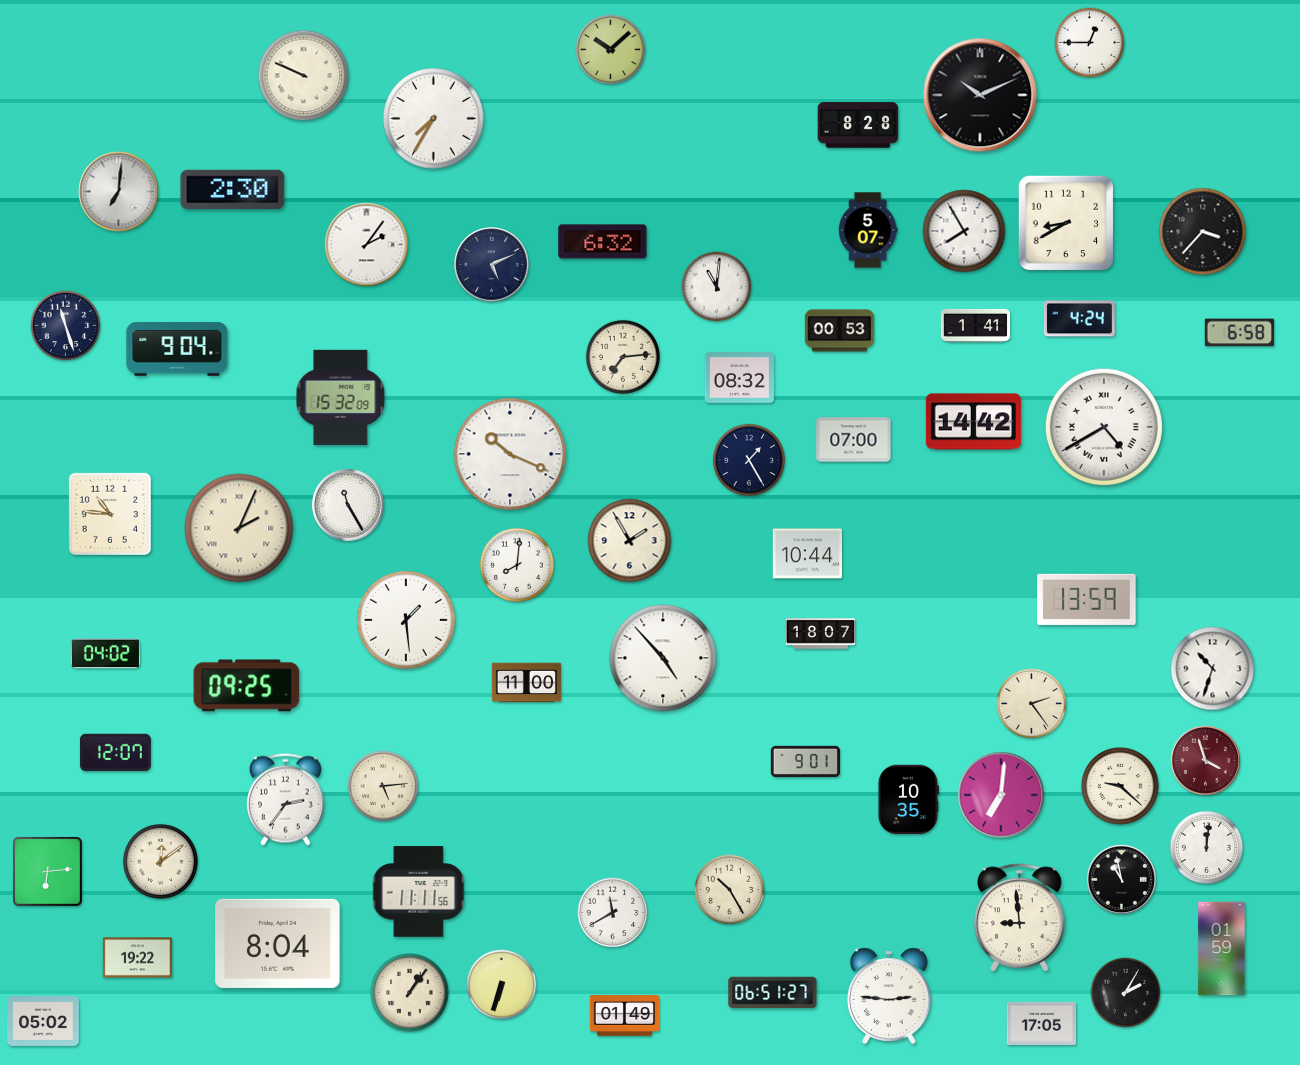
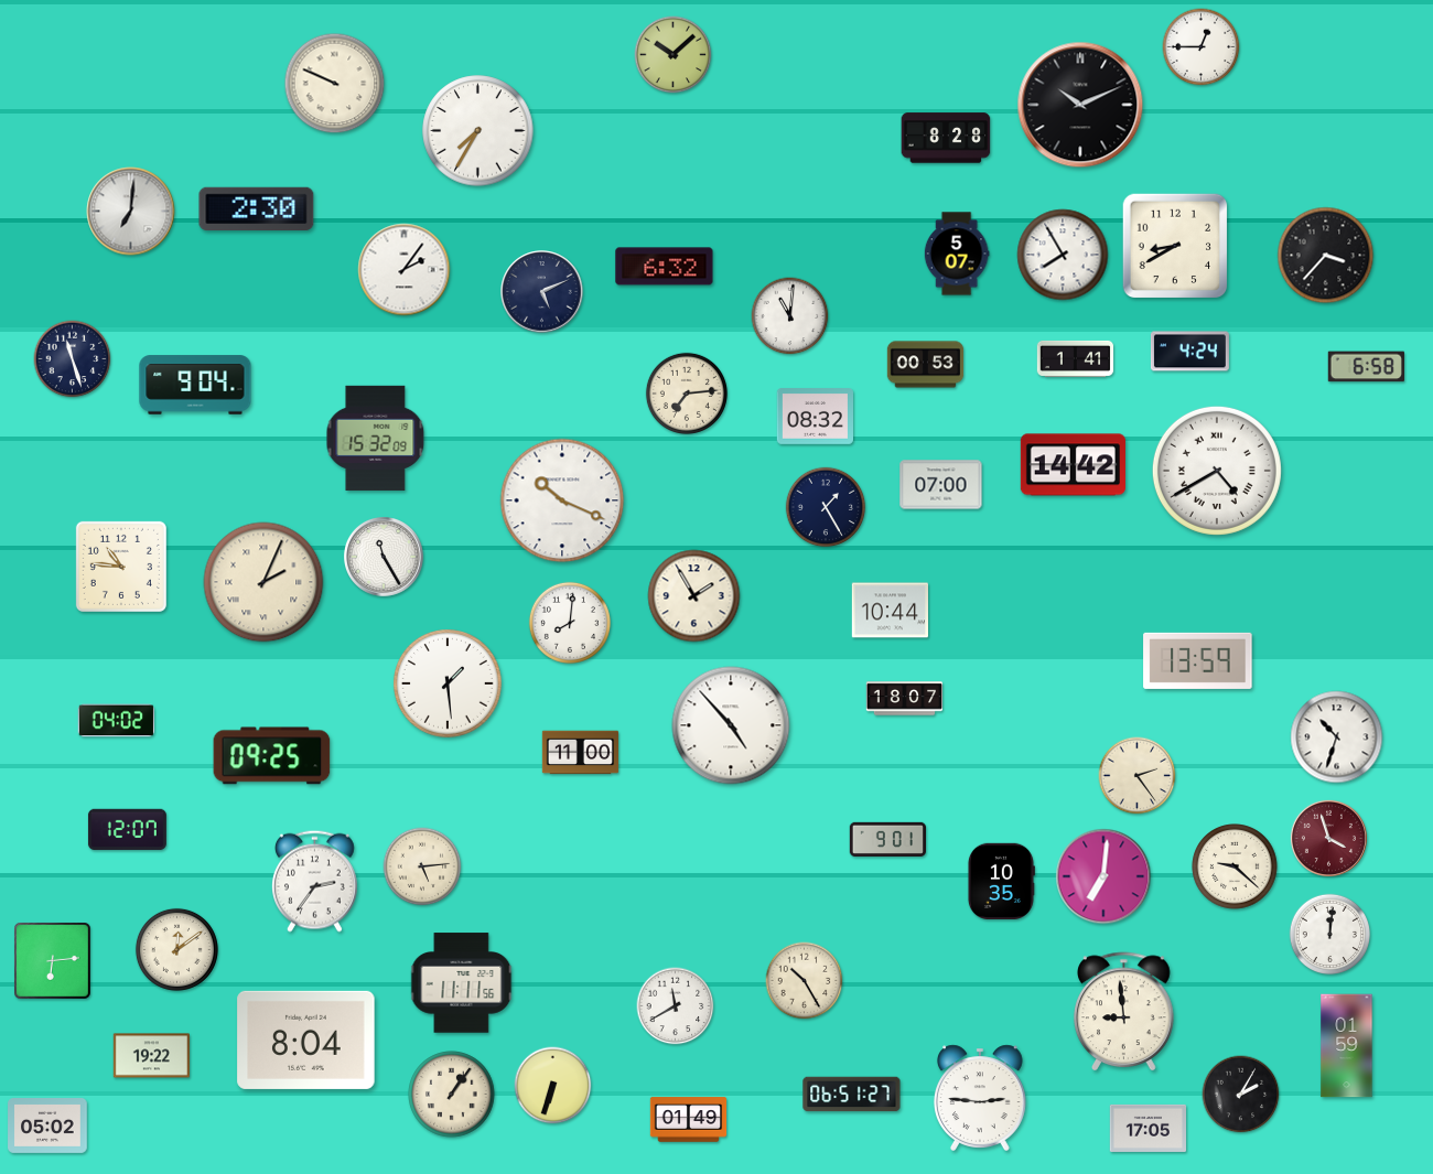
clock at (1121, 879): 10:58 -> none
